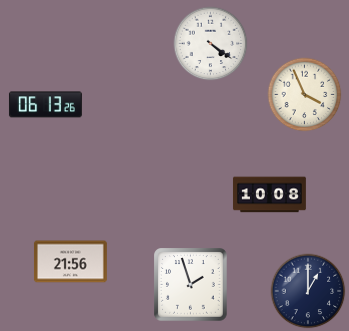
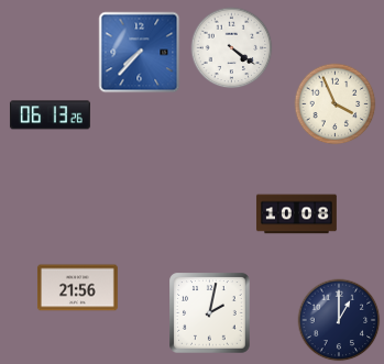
clock at (140, 53): none -> 7:37
clock at (191, 285): 1:57 -> 2:02
